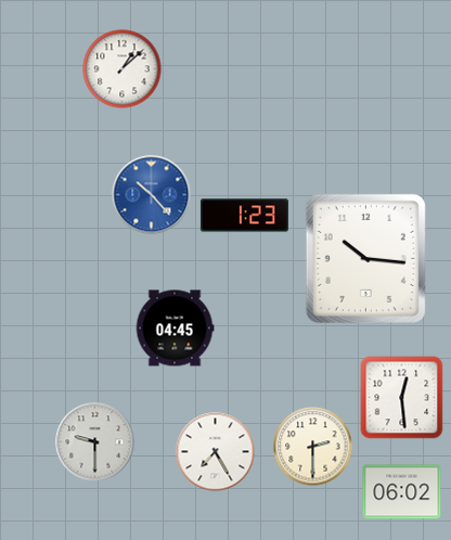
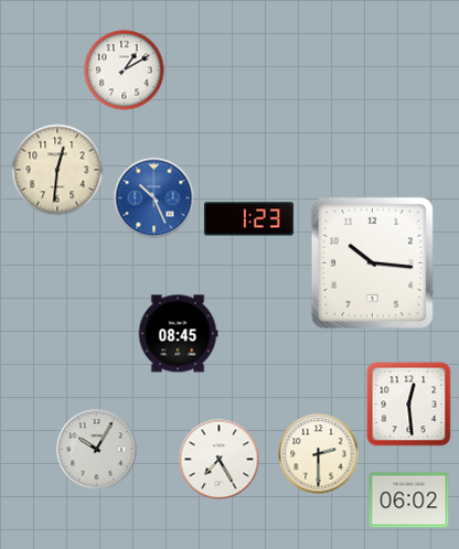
clock at (123, 69): 1:08 -> 1:10
clock at (57, 170): none -> 12:31
clock at (152, 195): 10:23 -> 10:26
clock at (175, 329): 04:45 -> 08:45
clock at (95, 442): 9:30 -> 10:05
